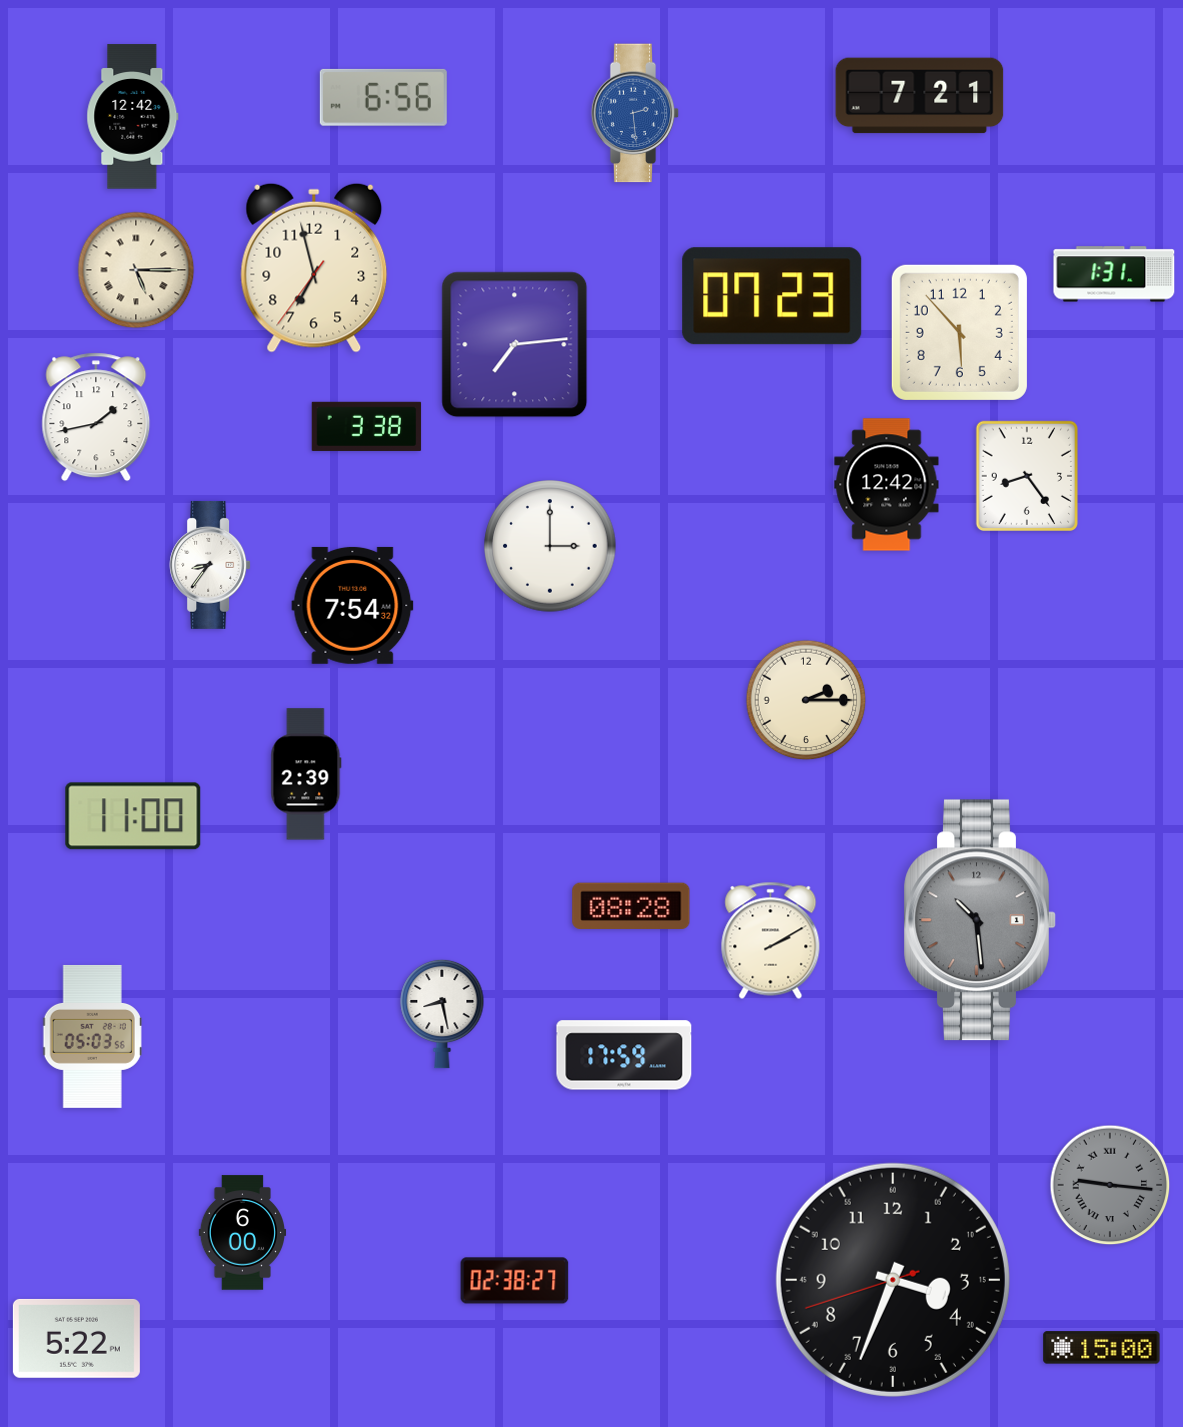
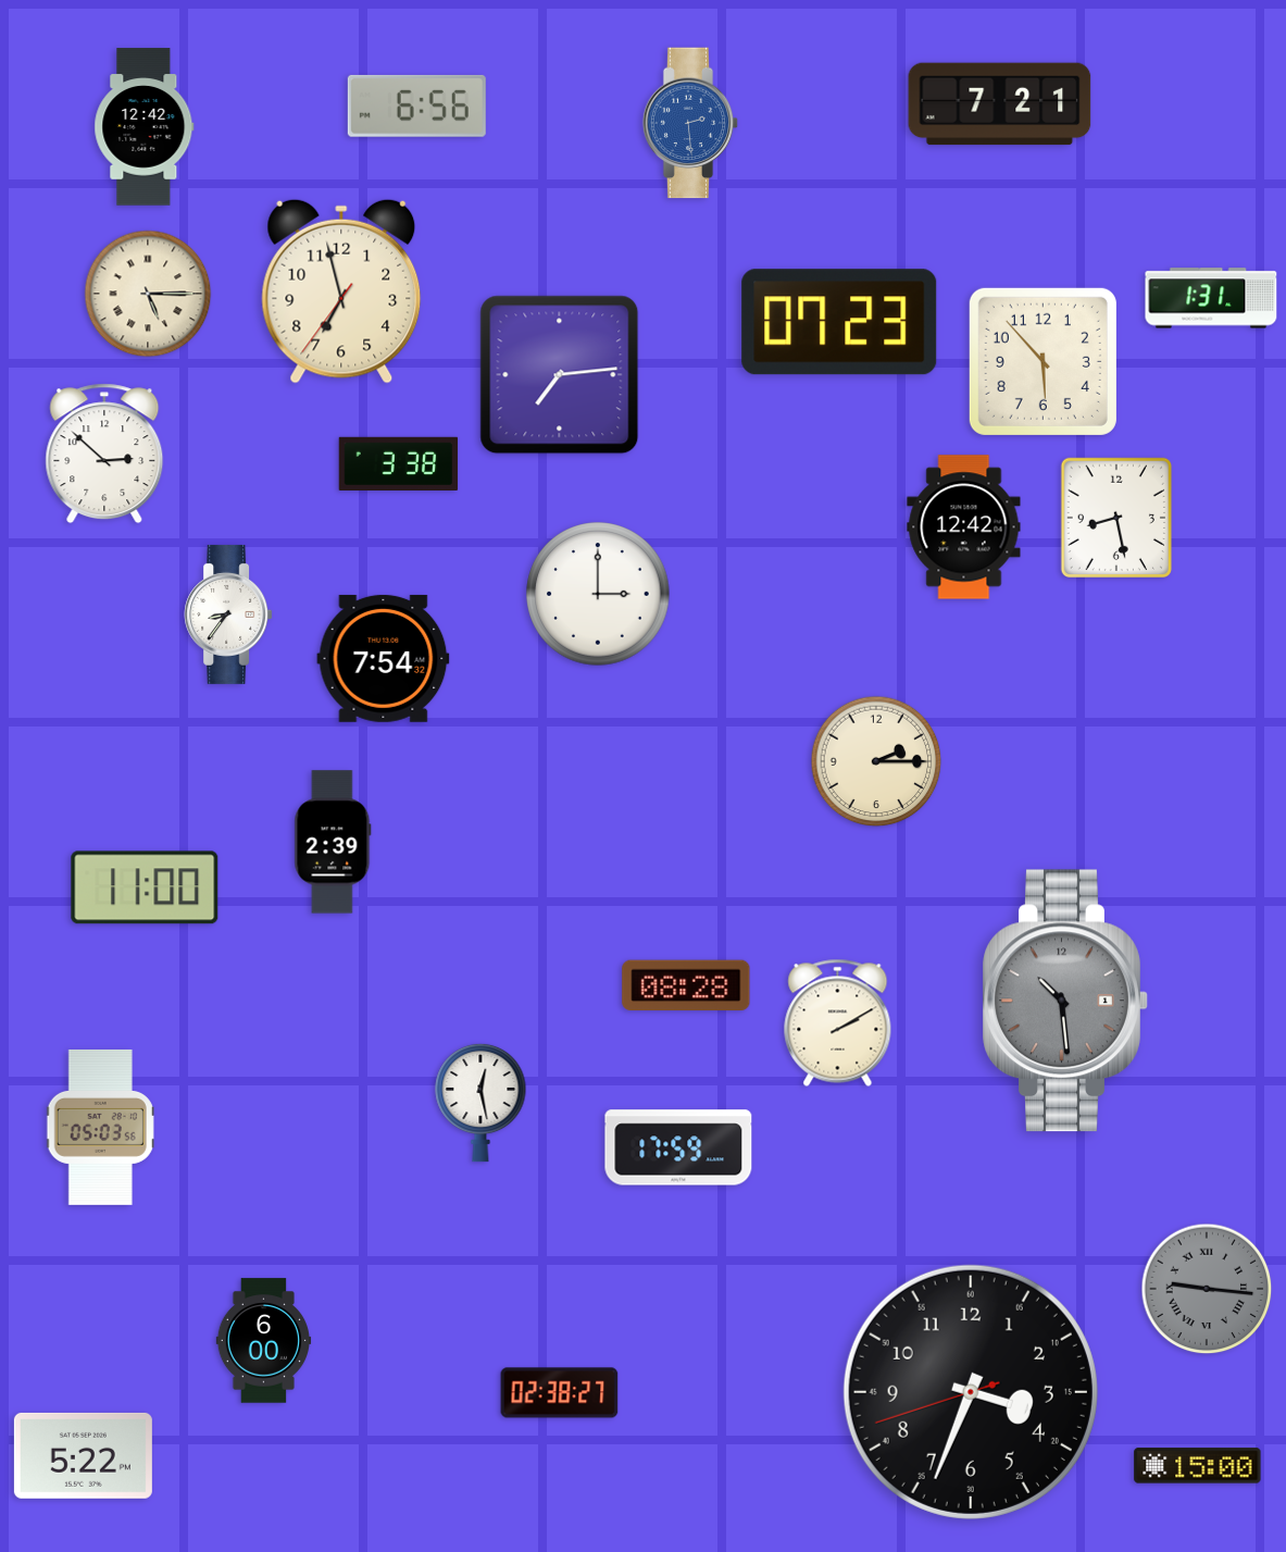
clock at (96, 417): 1:43 -> 2:52
clock at (1026, 475): 8:24 -> 8:28
clock at (442, 1014): 8:28 -> 12:28
